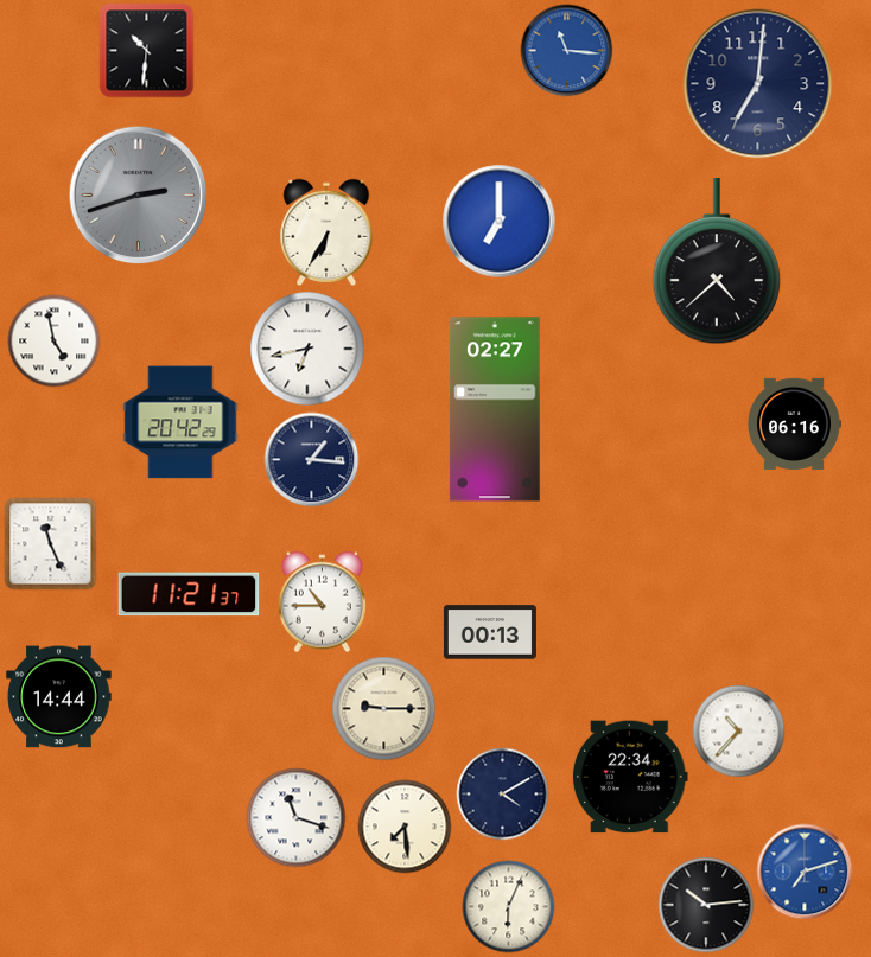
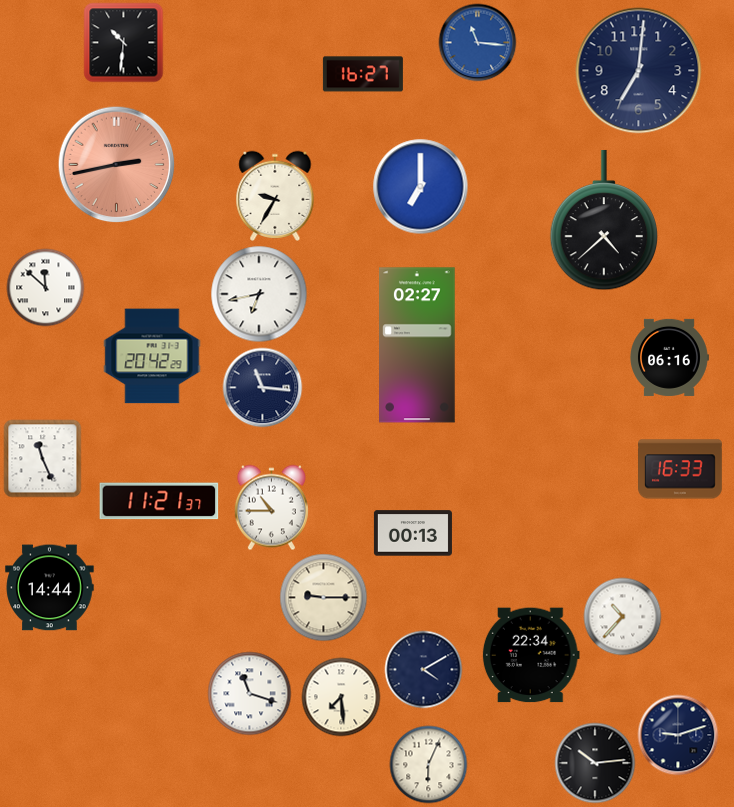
clock at (363, 74): none -> 16:27
clock at (138, 194): 2:42 -> 2:43
clock at (138, 194) dial: grey -> salmon
clock at (326, 232): 6:35 -> 9:35
clock at (53, 340): 4:58 -> 11:52
clock at (311, 459): 1:16 -> 11:16
clock at (681, 469): none -> 16:33
clock at (295, 817) position: (295, 817) -> (249, 693)
clock at (805, 872): 7:12 -> 9:12
clock at (805, 872) dial: blue -> navy
